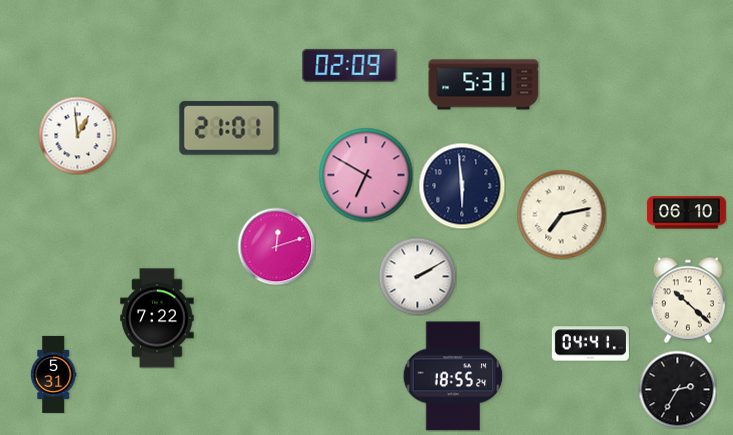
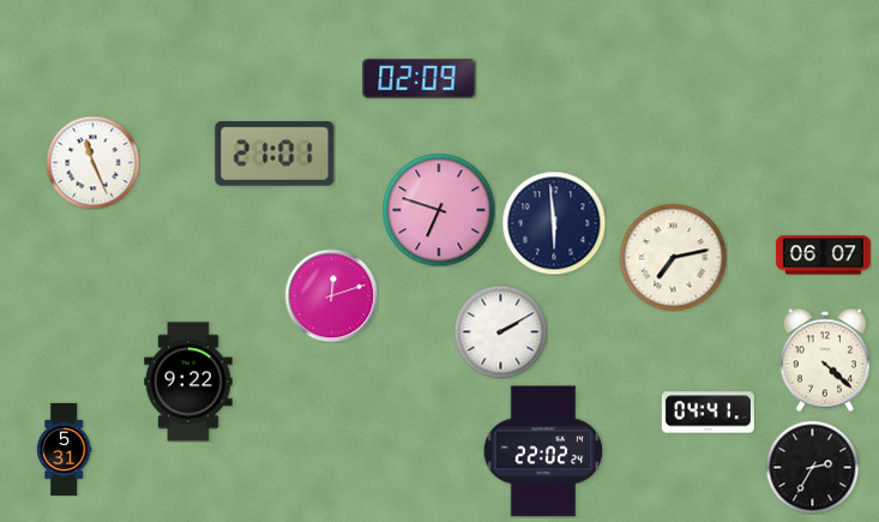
clock at (484, 85): 5:31 -> none
clock at (77, 135): 12:59 -> 11:26
clock at (366, 175): 6:50 -> 6:48
clock at (686, 213): 06:10 -> 06:07
clock at (688, 300): 10:22 -> 4:22
clock at (157, 318): 7:22 -> 9:22
clock at (453, 376): 18:55 -> 22:02
